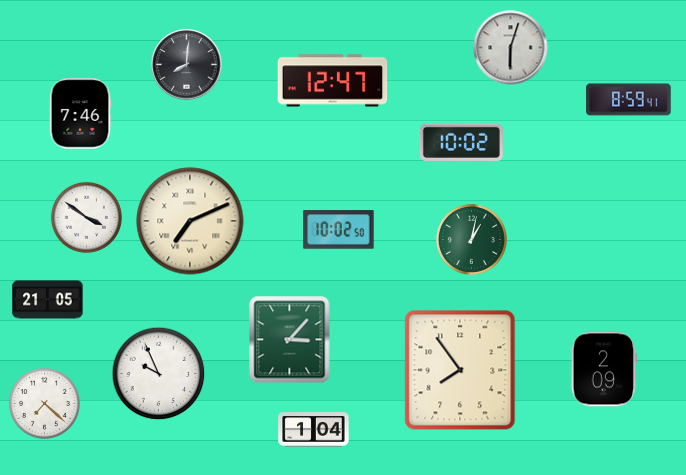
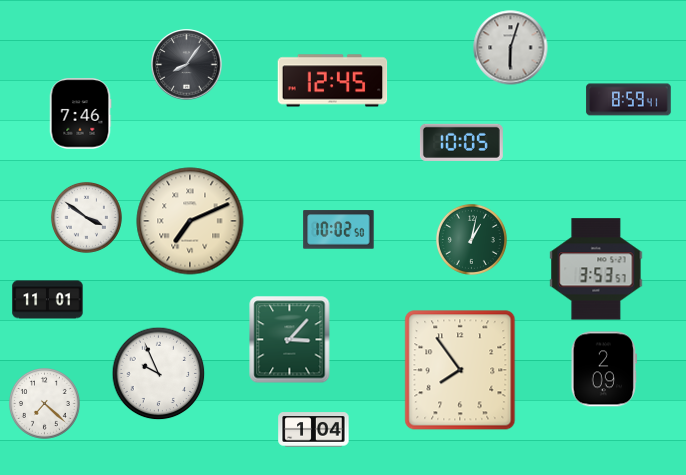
clock at (187, 65): 8:01 -> 8:06
clock at (333, 81): 12:47 -> 12:45
clock at (461, 142): 10:02 -> 10:05
clock at (596, 269): none -> 3:53
clock at (48, 300): 21:05 -> 11:01
